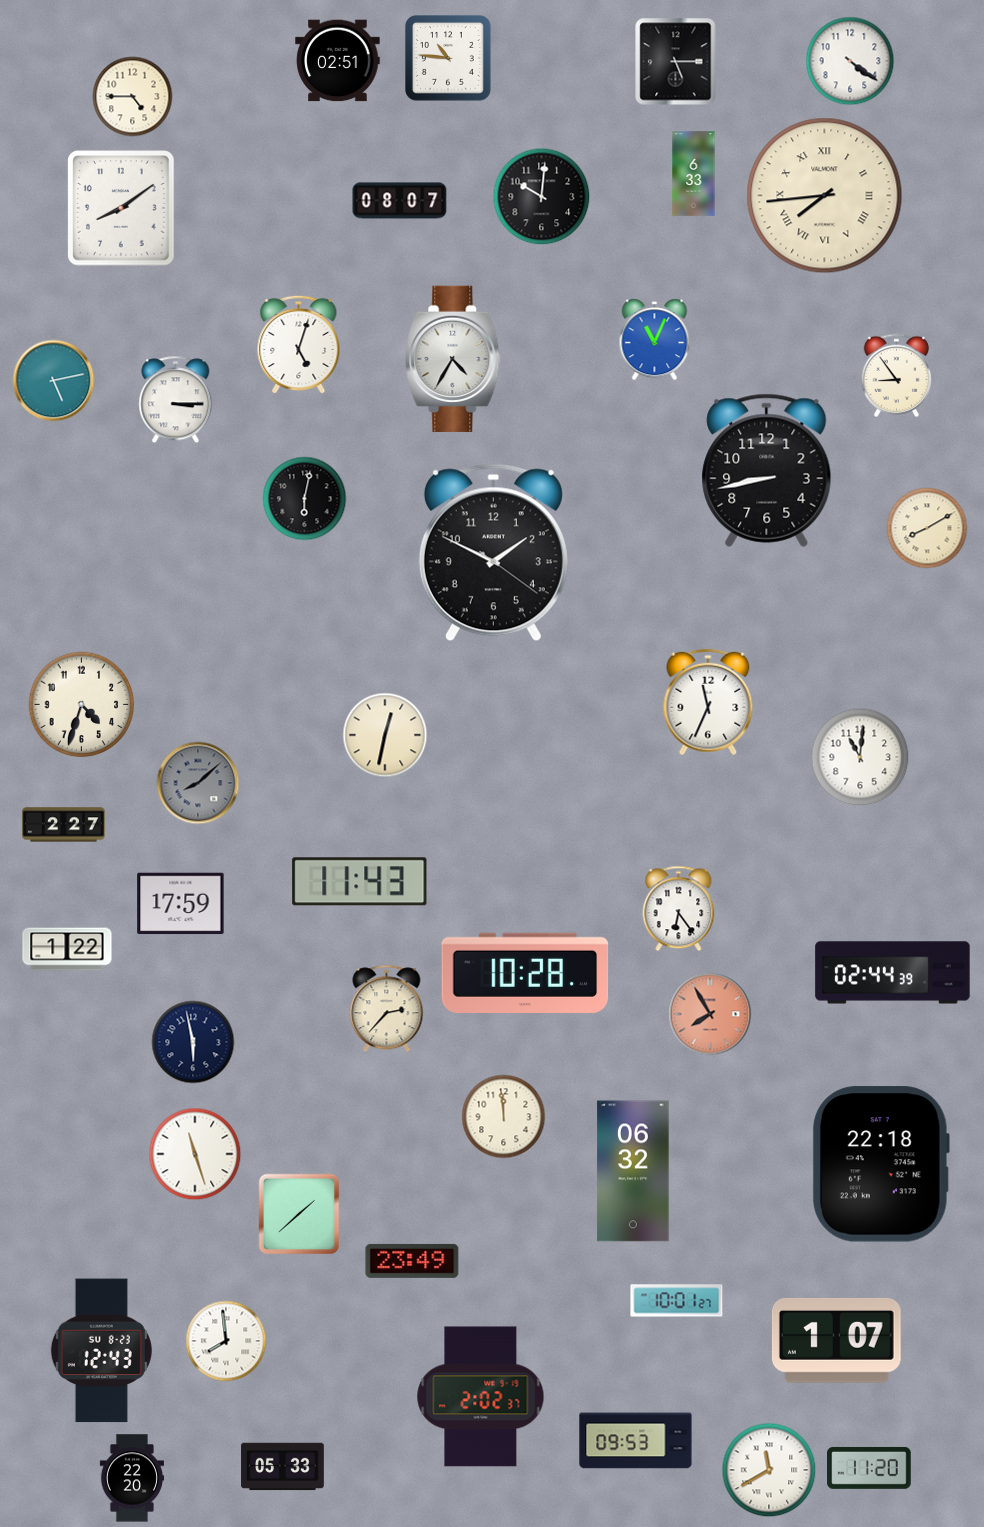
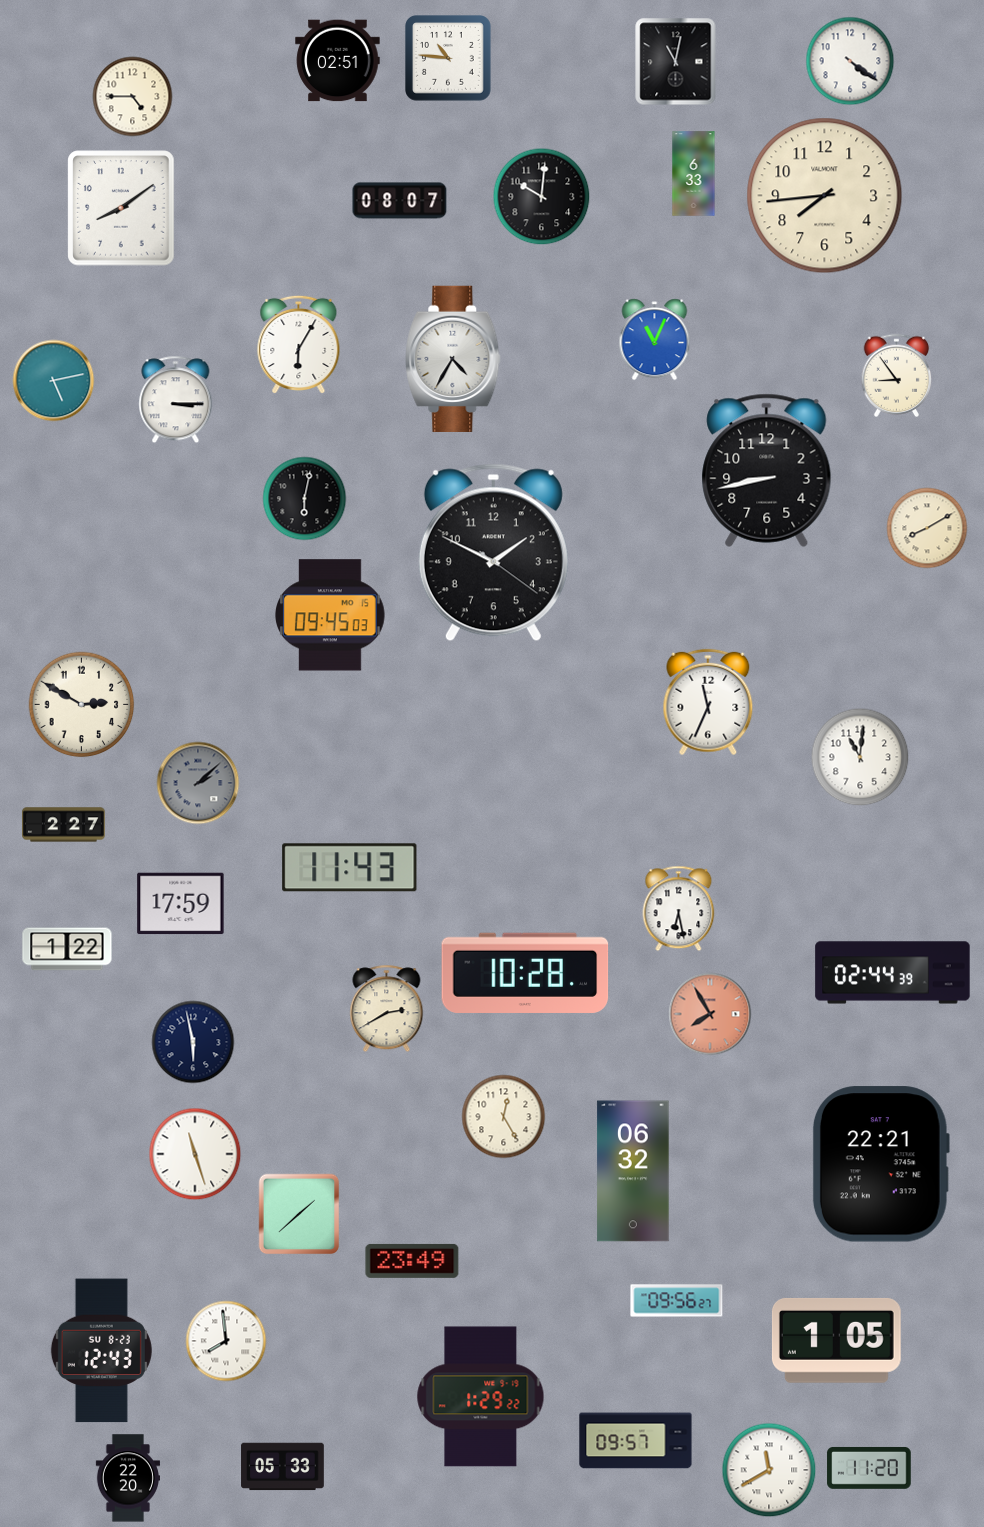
clock at (676, 62): 5:15 -> 11:02
clock at (825, 196) numerals: Roman -> Arabic
clock at (299, 345): 5:03 -> 6:05
clock at (331, 615): none -> 09:45
clock at (82, 705): 4:33 -> 2:50
clock at (385, 735): 12:32 -> none
clock at (198, 783): 8:08 -> 2:08
clock at (360, 882) position: (360, 882) -> (350, 868)
clock at (679, 909): 6:24 -> 6:28
clock at (387, 1009): 2:37 -> 2:40
clock at (504, 1117): 11:59 -> 12:25
clock at (881, 1164): 22:18 -> 22:21
clock at (677, 1301): 10:01 -> 09:56
clock at (836, 1340): 1:07 -> 1:05
clock at (481, 1397): 2:02 -> 1:29
clock at (636, 1441): 09:53 -> 09:57
clock at (131, 1478) position: (131, 1478) -> (127, 1478)
